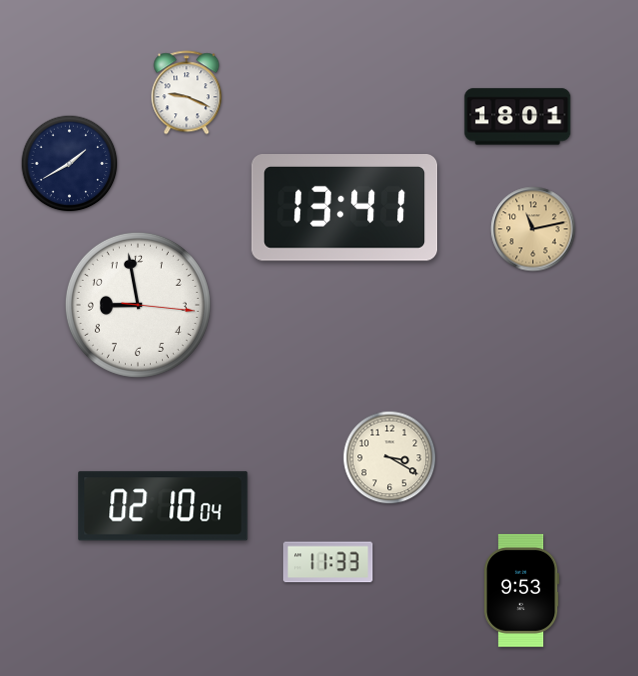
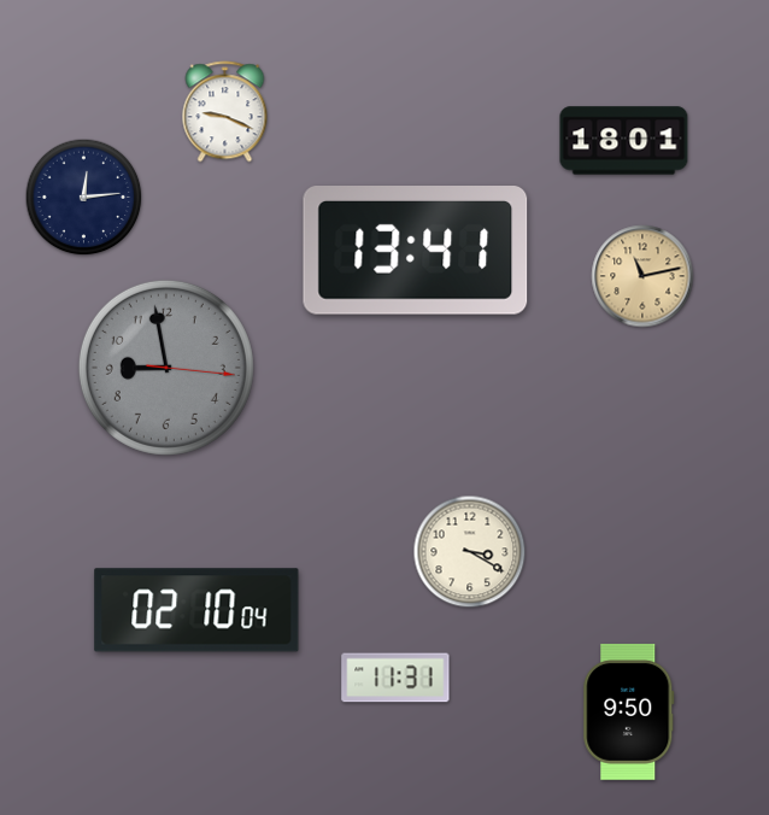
clock at (70, 164): 1:40 -> 12:14
clock at (138, 305) dial: white -> grey
clock at (328, 562): 11:33 -> 11:31
clock at (522, 590): 9:53 -> 9:50
